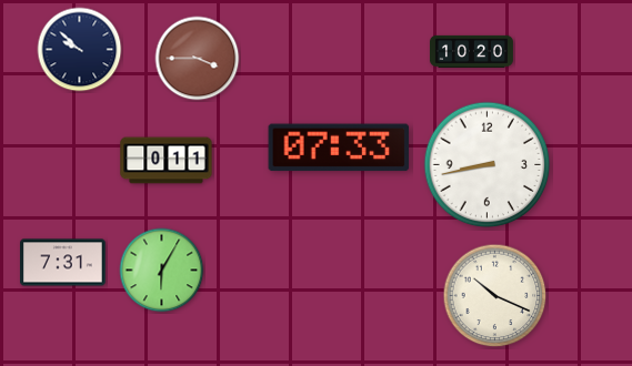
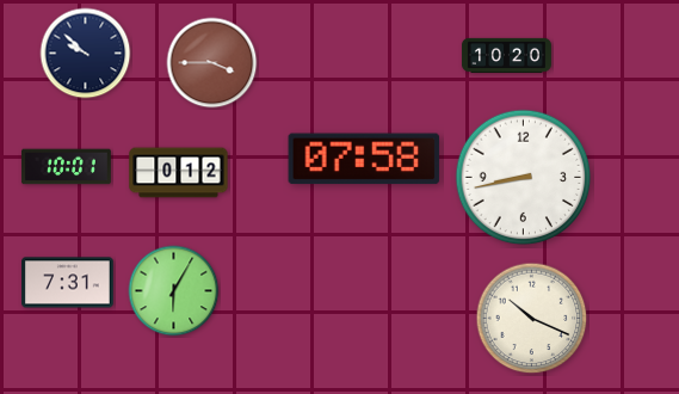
clock at (339, 148): 07:33 -> 07:58
clock at (66, 167): none -> 10:01
clock at (167, 161): 0:11 -> 0:12
